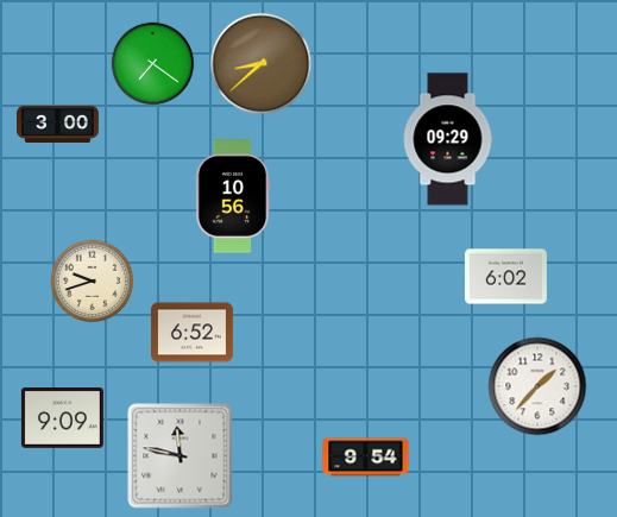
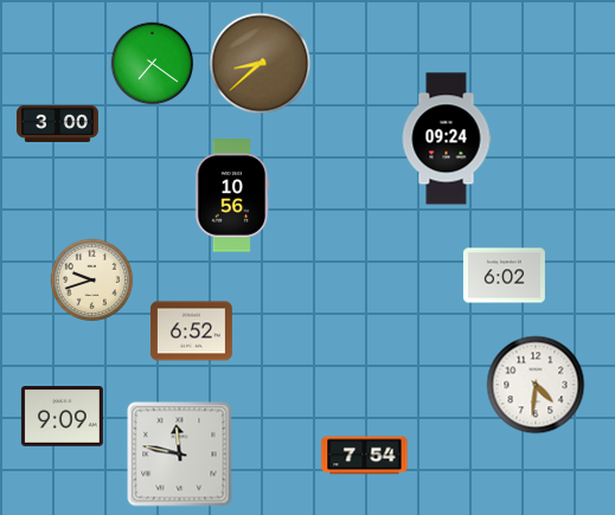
clock at (448, 139): 09:29 -> 09:24
clock at (537, 386): 1:37 -> 4:31
clock at (366, 458): 9:54 -> 7:54
